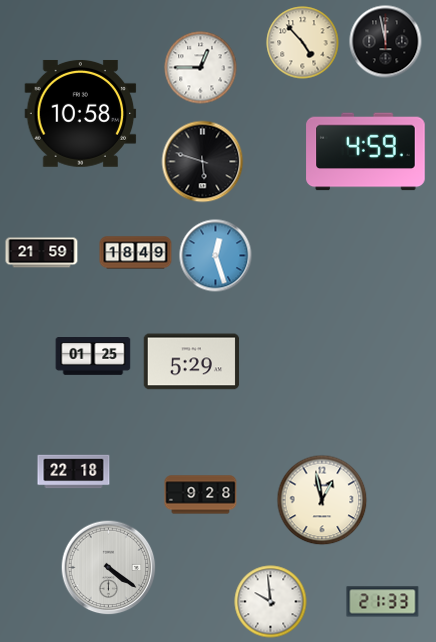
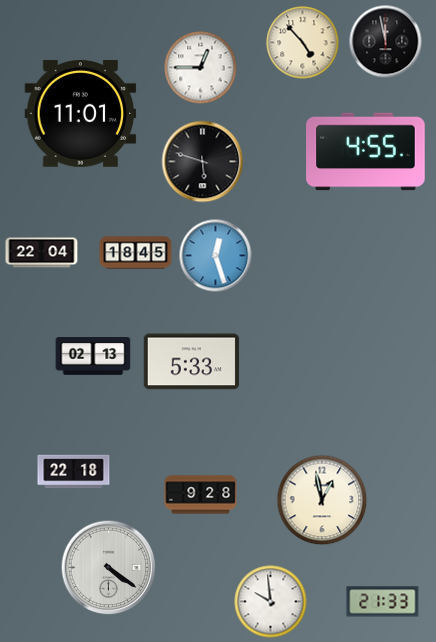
clock at (81, 113): 10:58 -> 11:01
clock at (366, 152): 4:59 -> 4:55
clock at (42, 253): 21:59 -> 22:04
clock at (136, 253): 18:49 -> 18:45
clock at (93, 357): 01:25 -> 02:13
clock at (192, 362): 5:29 -> 5:33
